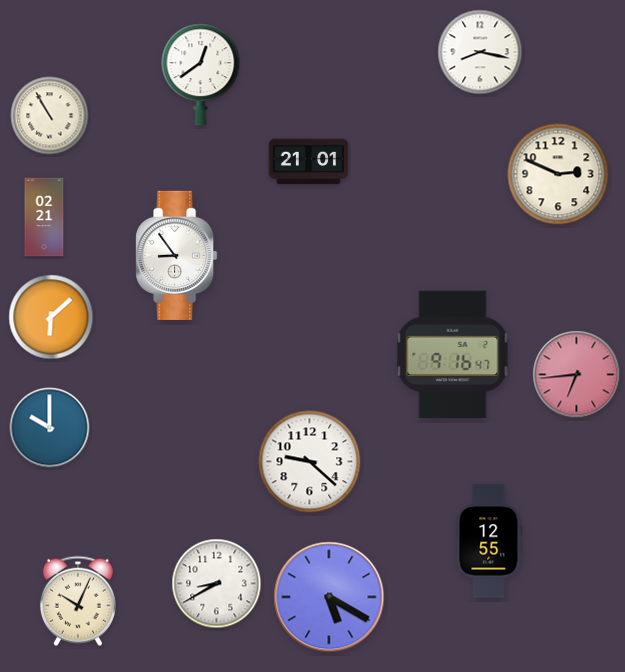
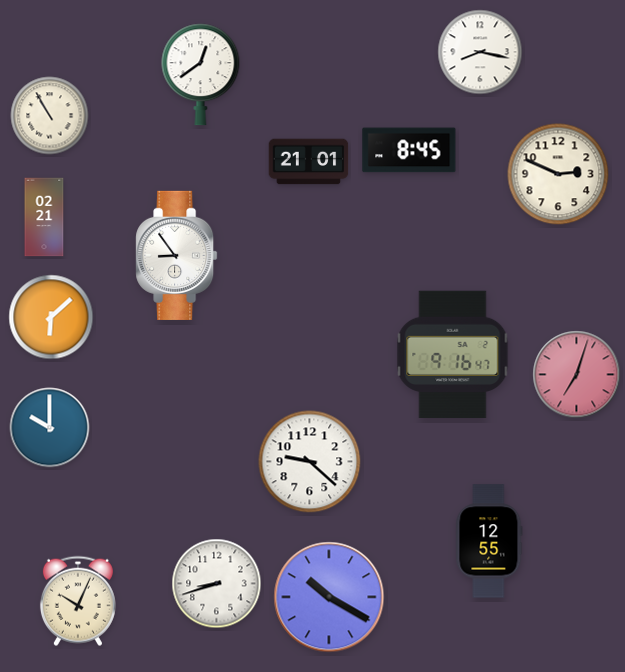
clock at (409, 150): none -> 8:45
clock at (577, 375): 6:44 -> 7:03
clock at (217, 584): 8:40 -> 8:42
clock at (329, 597): 5:20 -> 10:20
